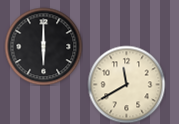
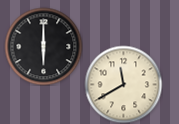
clock at (126, 84) position: (126, 84) -> (123, 84)
